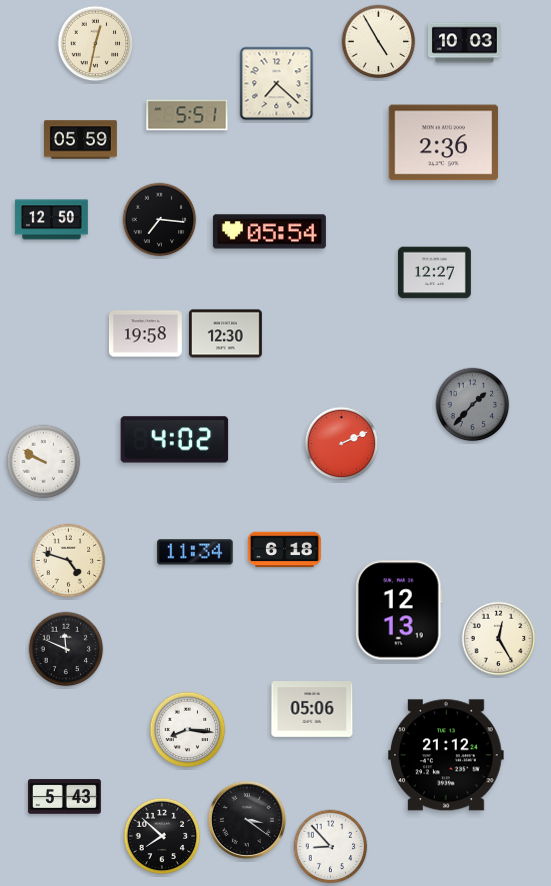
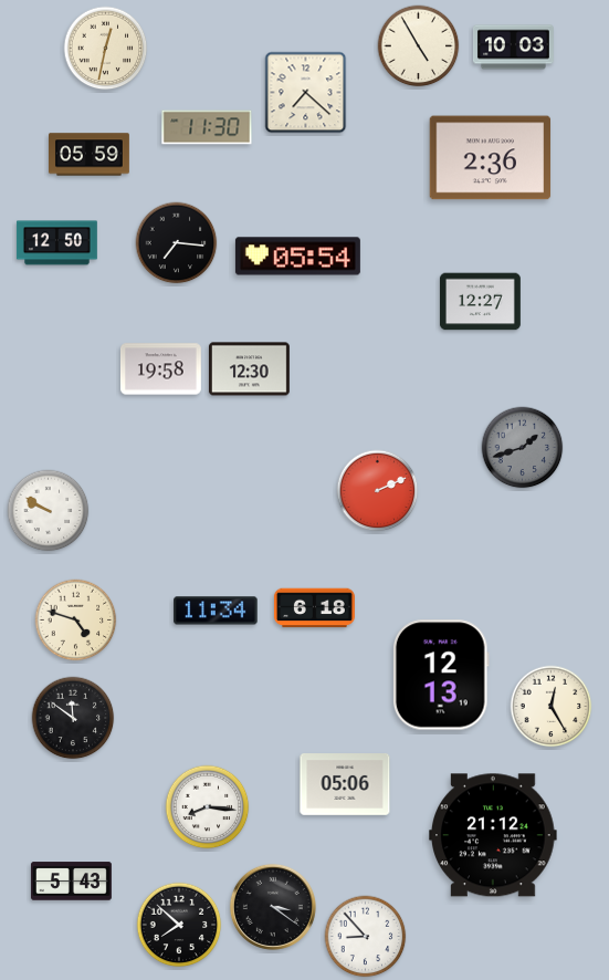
clock at (187, 115): 5:51 -> 11:30
clock at (473, 405): 1:37 -> 1:42
clock at (175, 440): 4:02 -> none
clock at (66, 649): 11:49 -> 11:51
